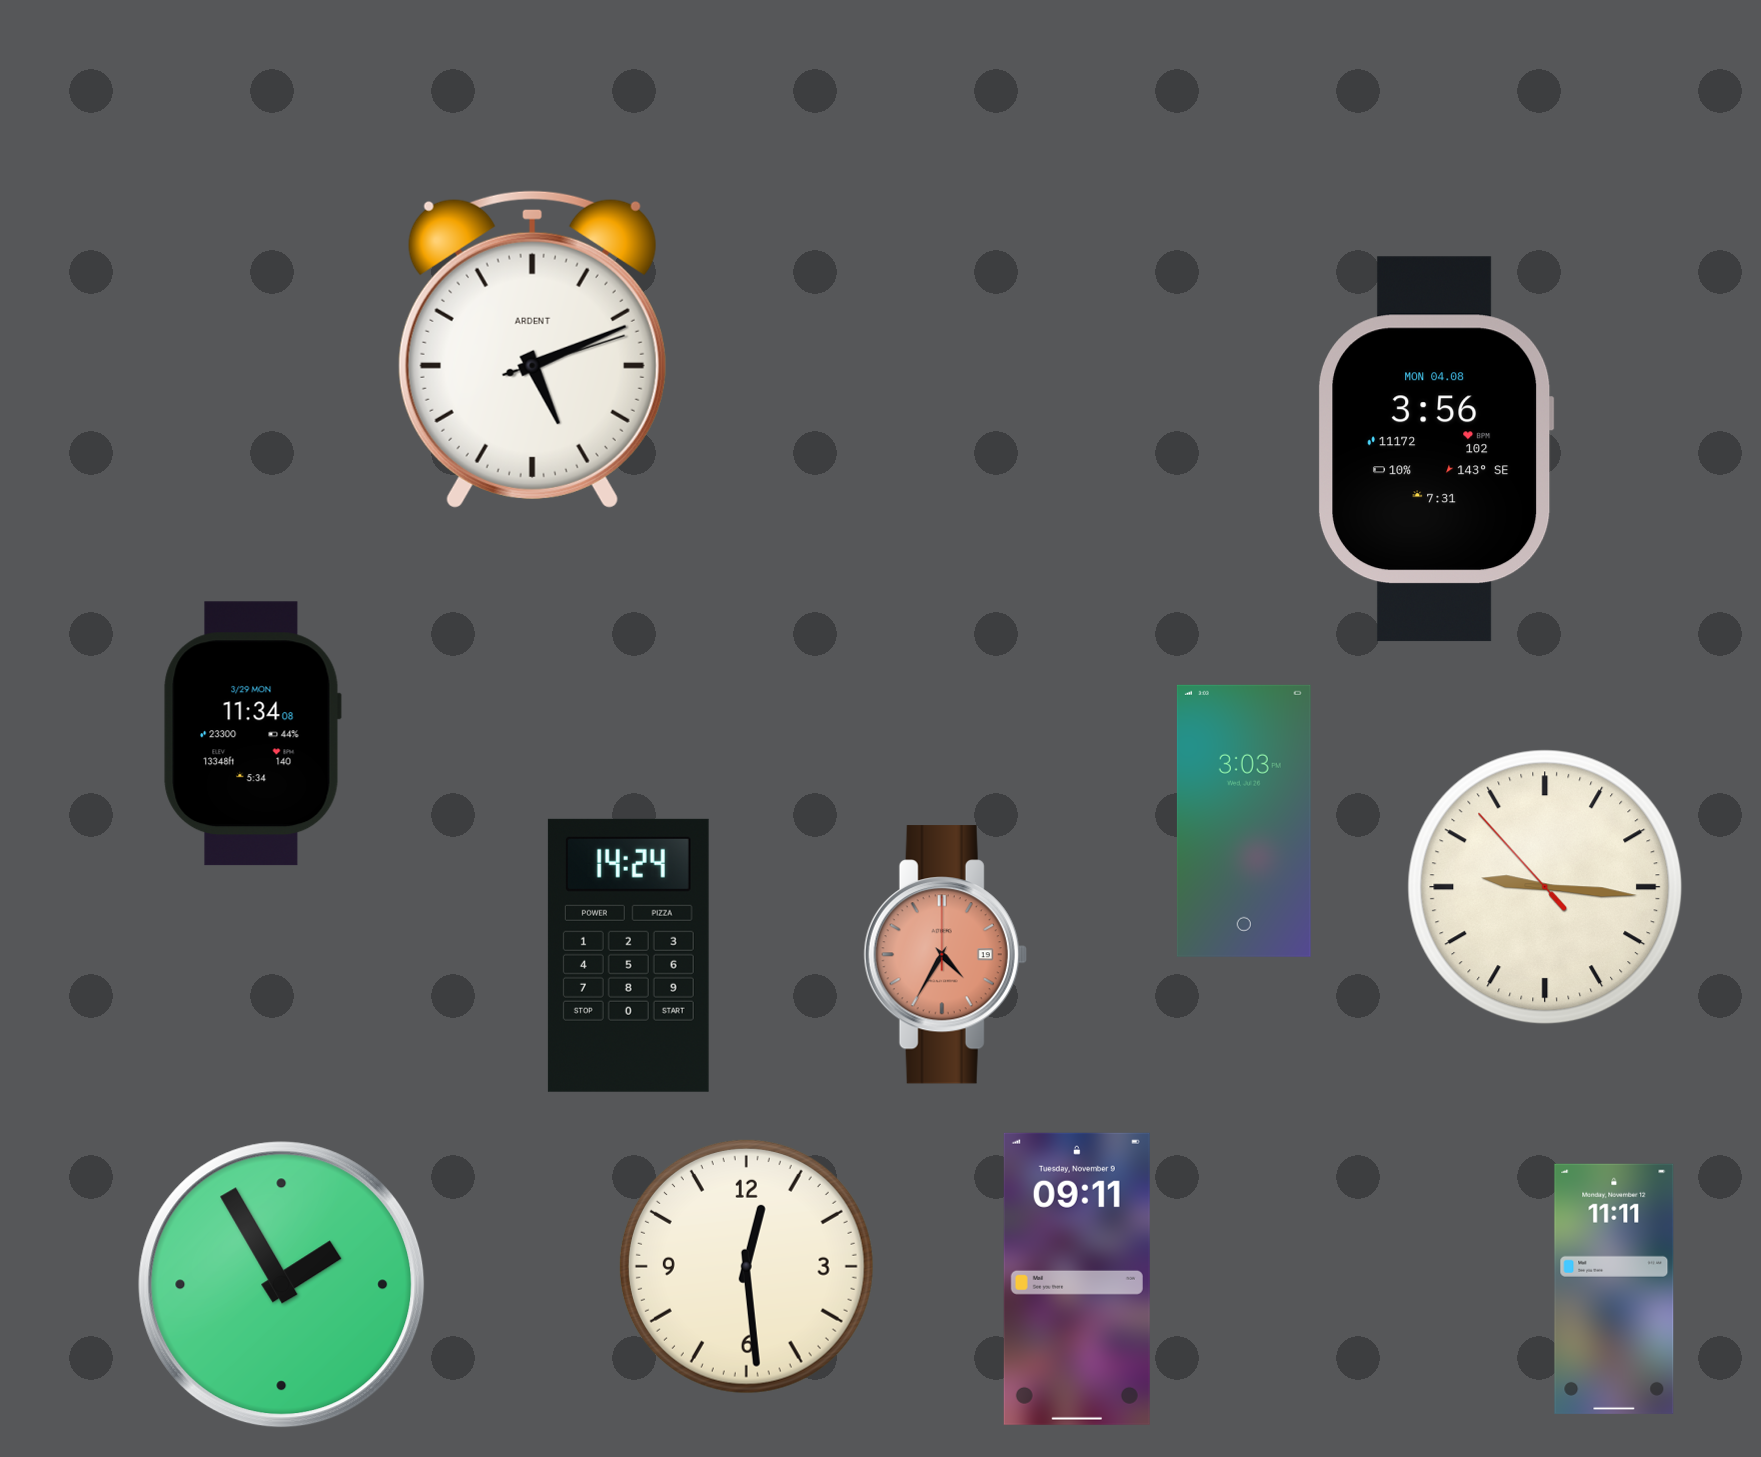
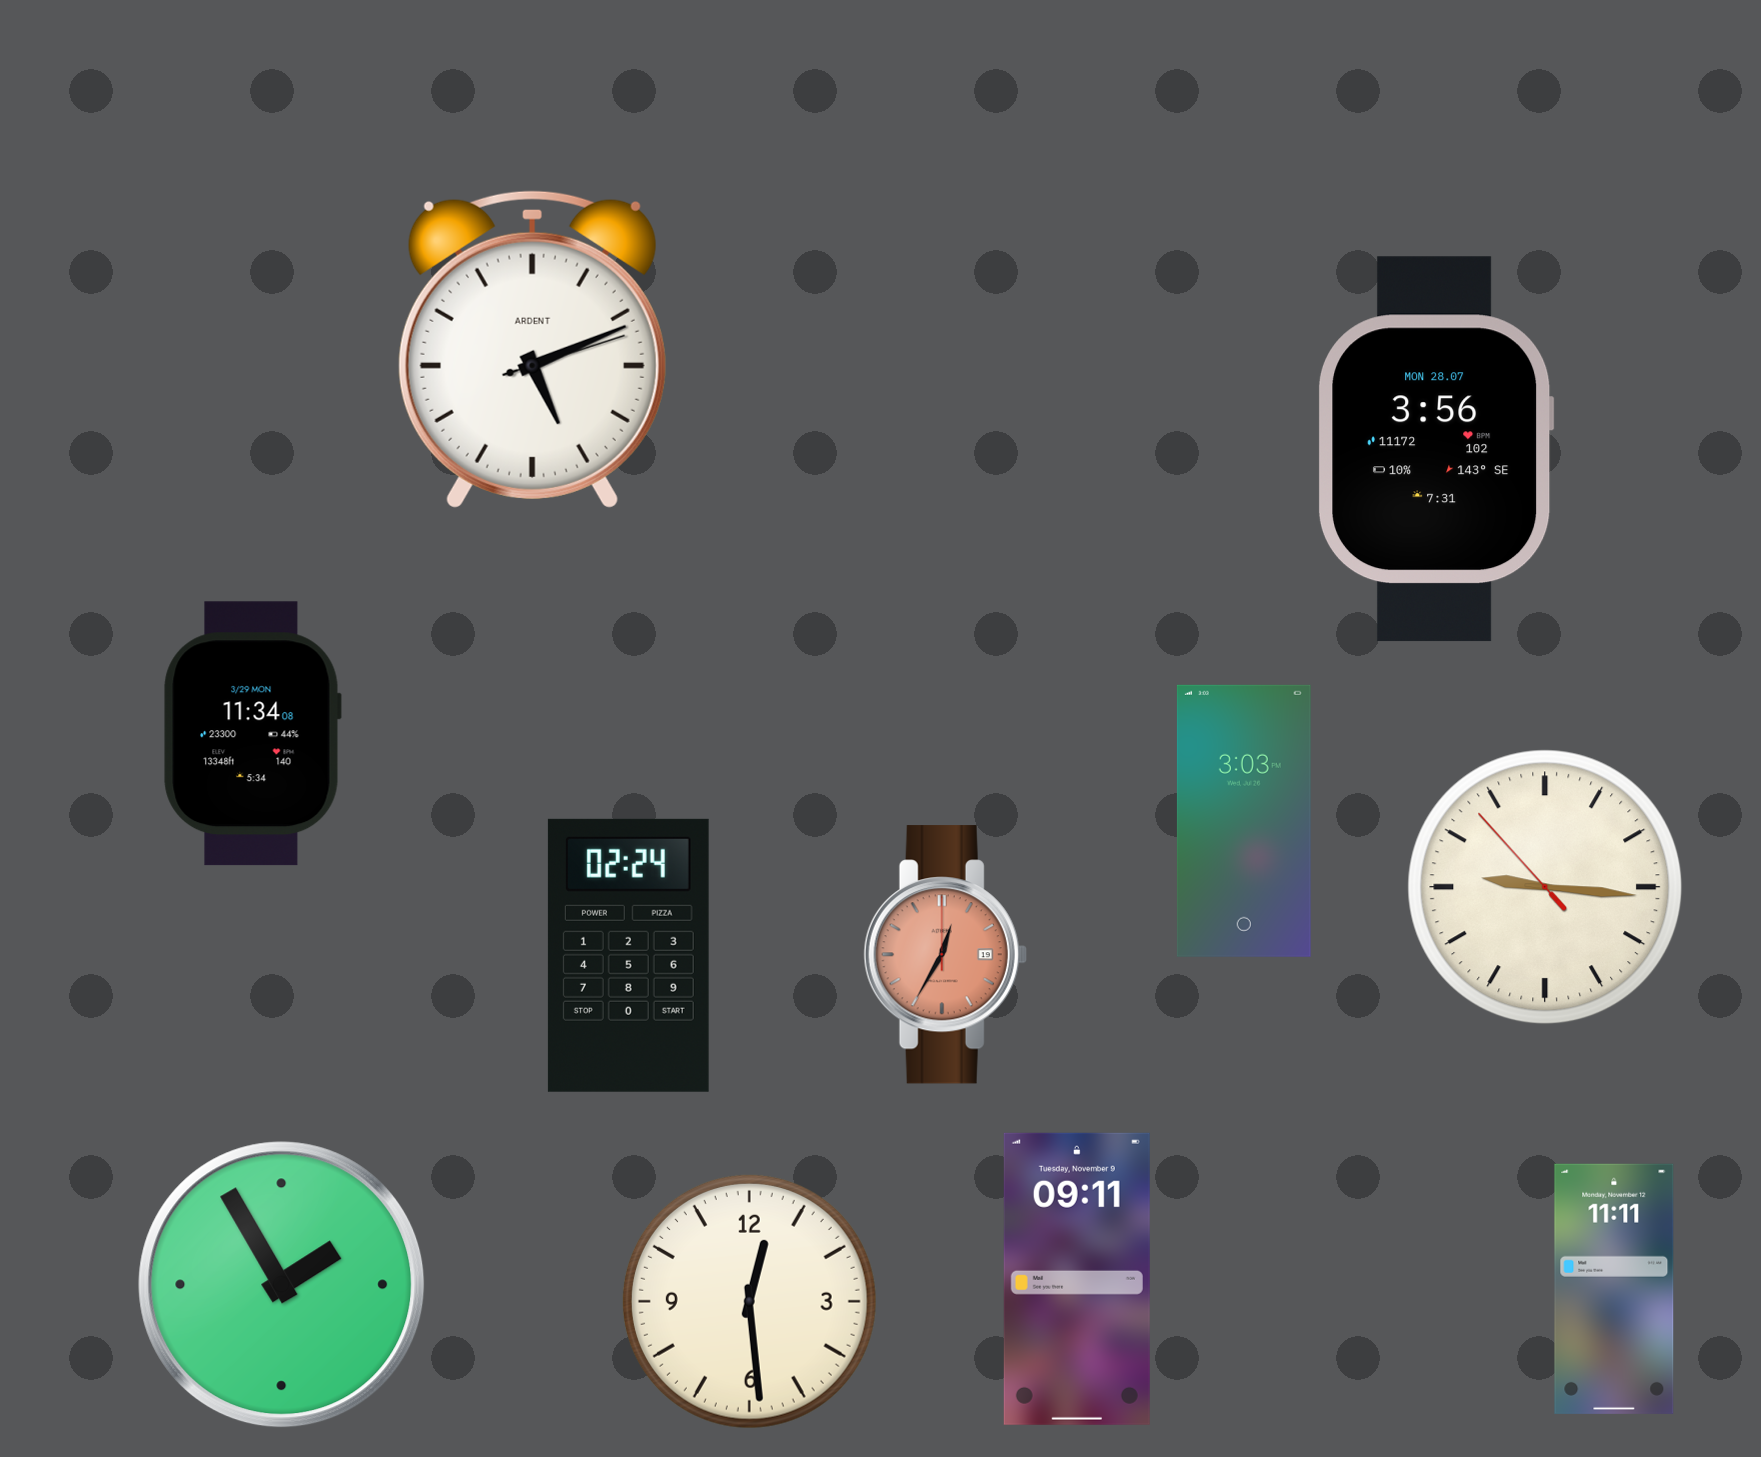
clock at (1436, 449) date: MON 04.08 -> MON 28.07
clock at (628, 955): 14:24 -> 02:24
clock at (945, 955): 4:35 -> 12:35
clock at (746, 1266) position: (746, 1266) -> (749, 1301)
